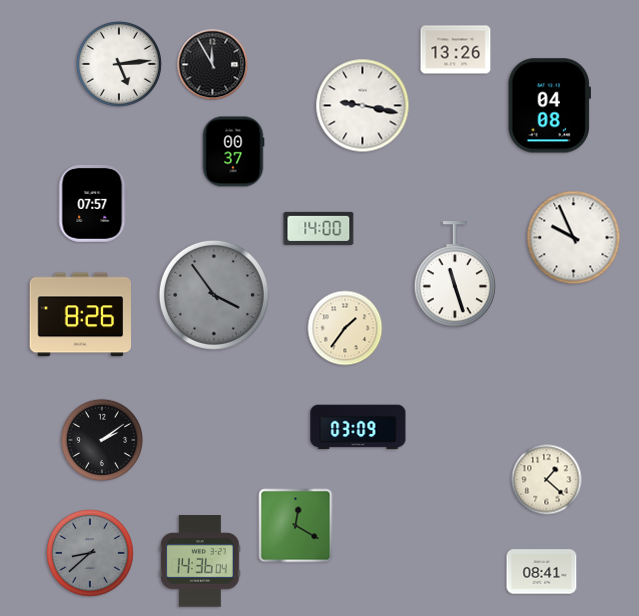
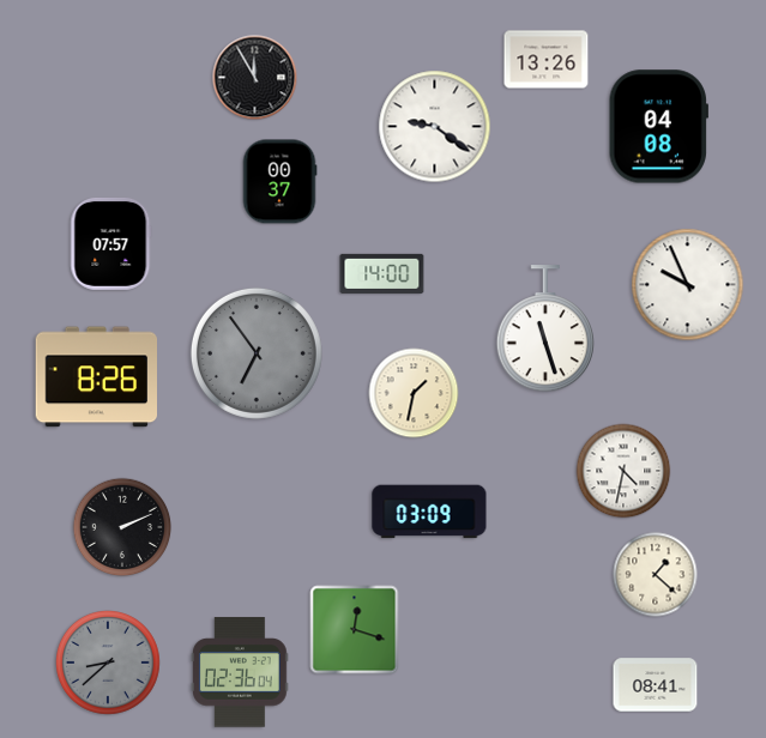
clock at (119, 64): 5:14 -> none
clock at (363, 106): 9:17 -> 9:21
clock at (214, 295): 3:54 -> 6:54
clock at (345, 328): 1:36 -> 1:32
clock at (623, 471): none -> 4:32
clock at (102, 440): 2:09 -> 2:11
clock at (296, 526): 12:20 -> 12:18
clock at (201, 561): 14:36 -> 02:36
clock at (542, 572) position: (542, 572) -> (656, 685)
